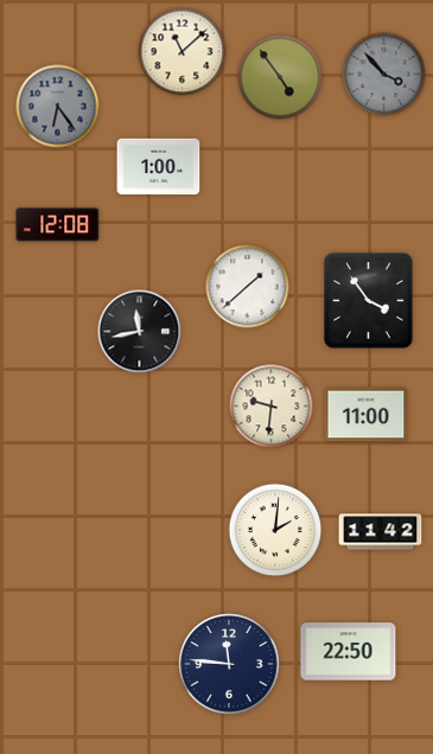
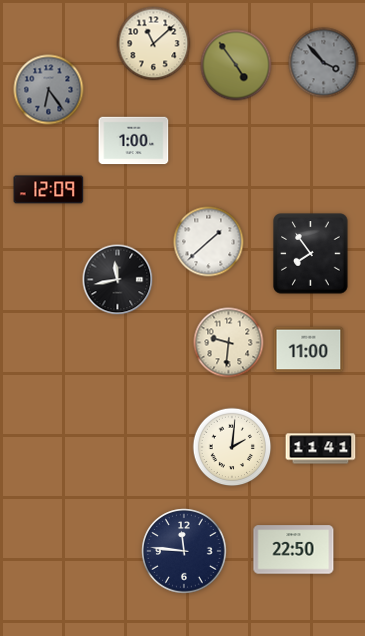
clock at (58, 225): 12:08 -> 12:09
clock at (369, 301): 3:54 -> 7:54
clock at (381, 532): 11:42 -> 11:41
clock at (229, 664) position: (229, 664) -> (184, 551)
